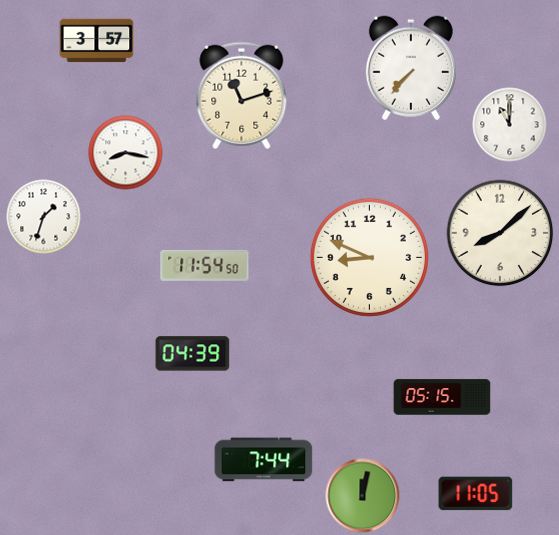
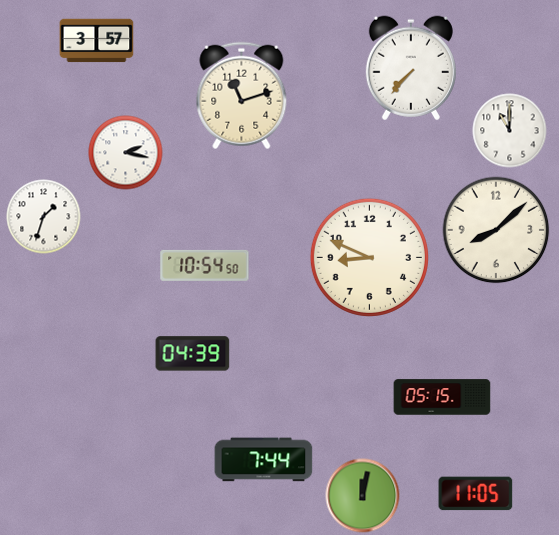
clock at (510, 125) position: (510, 125) -> (510, 131)
clock at (126, 153): 8:17 -> 2:17
clock at (500, 233) position: (500, 233) -> (496, 230)
clock at (205, 265): 11:54 -> 10:54
